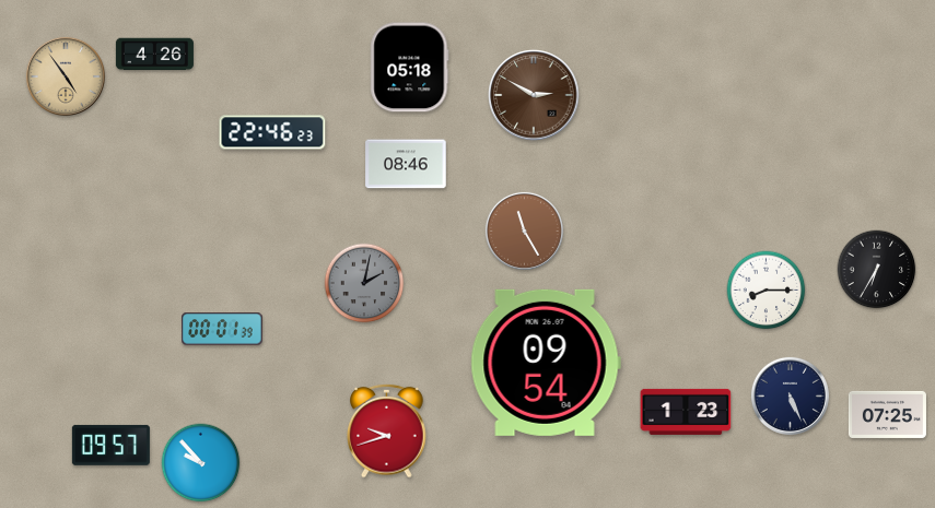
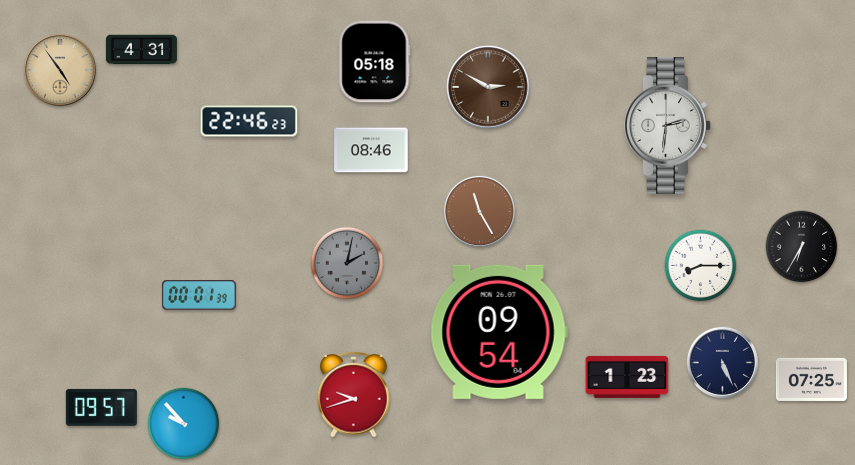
clock at (154, 55): 4:26 -> 4:31
clock at (668, 126): none -> 2:31
clock at (364, 283) position: (364, 283) -> (347, 263)
clock at (222, 329) position: (222, 329) -> (199, 295)
